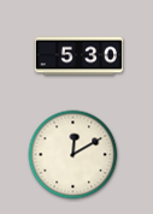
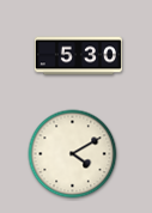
clock at (73, 155): 12:10 -> 4:10
